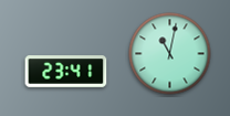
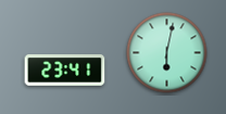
clock at (170, 54): 11:02 -> 6:02
